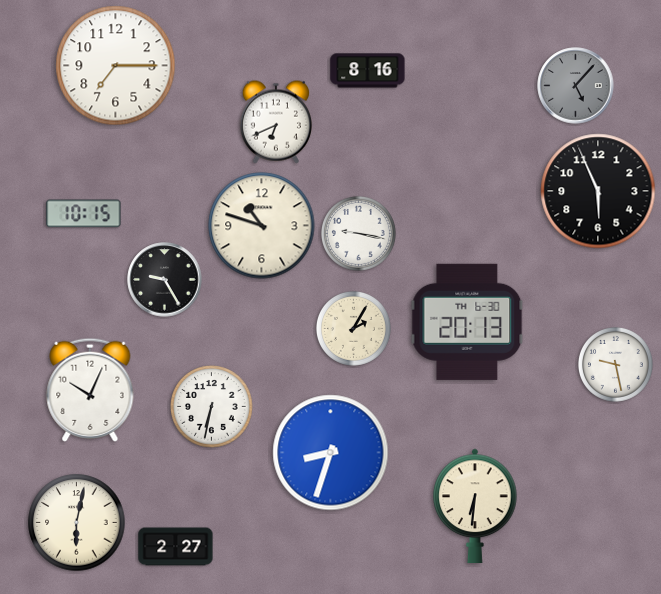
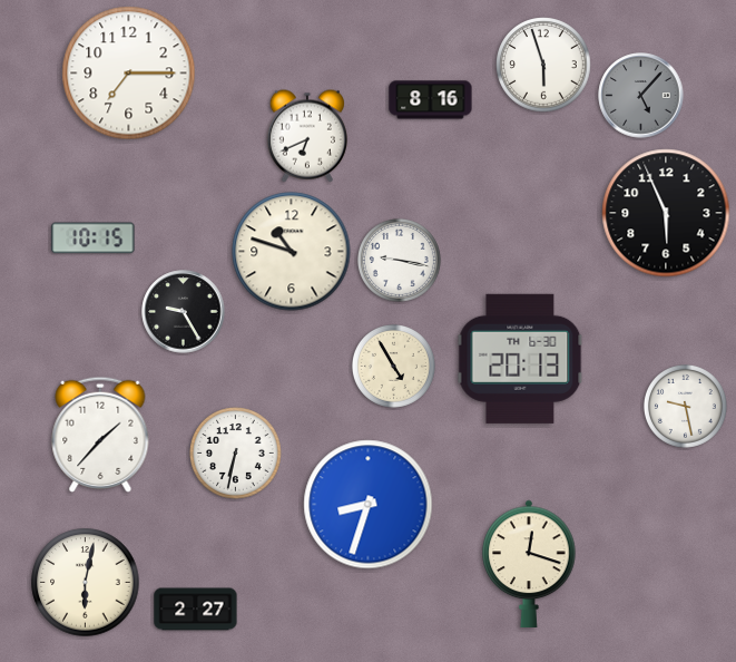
clock at (543, 65): none -> 5:57
clock at (368, 71) position: (368, 71) -> (431, 100)
clock at (353, 328): 2:05 -> 4:55
clock at (90, 390): 10:04 -> 1:37
clock at (475, 505): 6:31 -> 12:18
